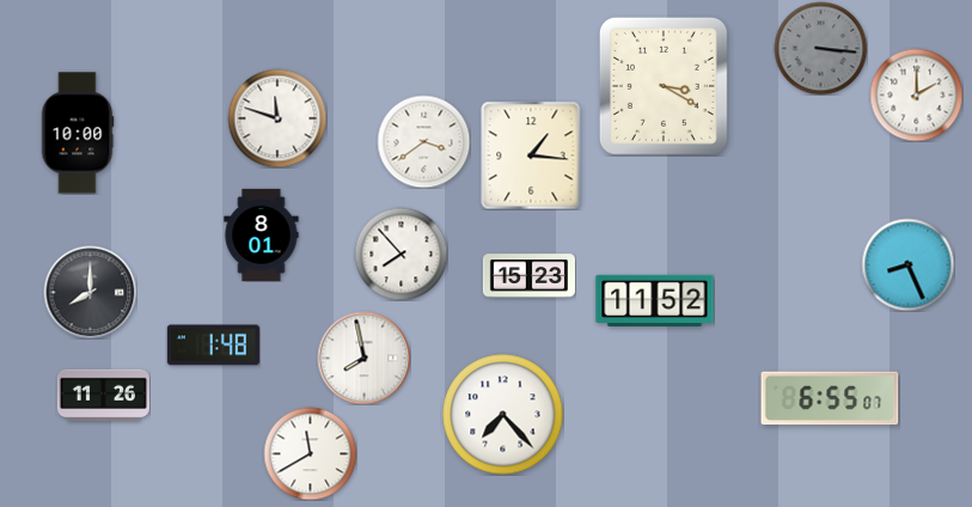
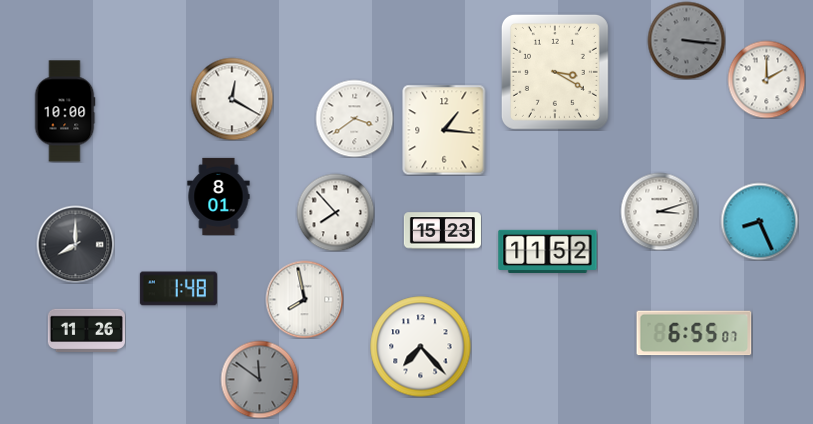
clock at (277, 118): 11:48 -> 12:20
clock at (659, 211): none -> 3:12
clock at (310, 453): 11:40 -> 11:51
clock at (310, 453) dial: white -> grey
